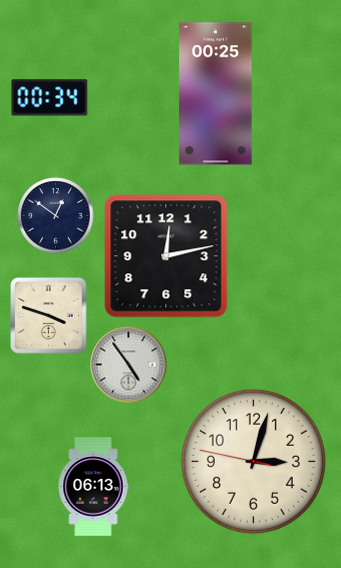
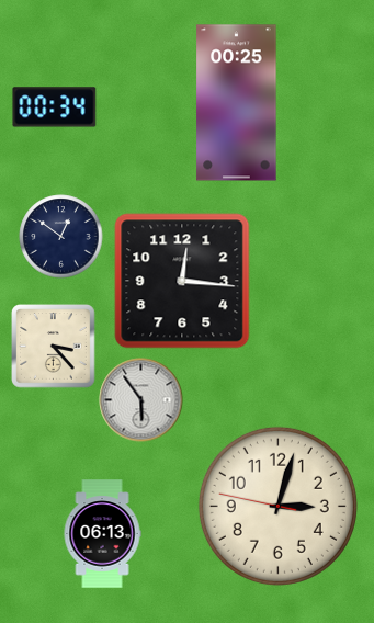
clock at (166, 256): 12:13 -> 12:16
clock at (49, 316): 3:48 -> 3:23
clock at (129, 365): 4:54 -> 5:54
